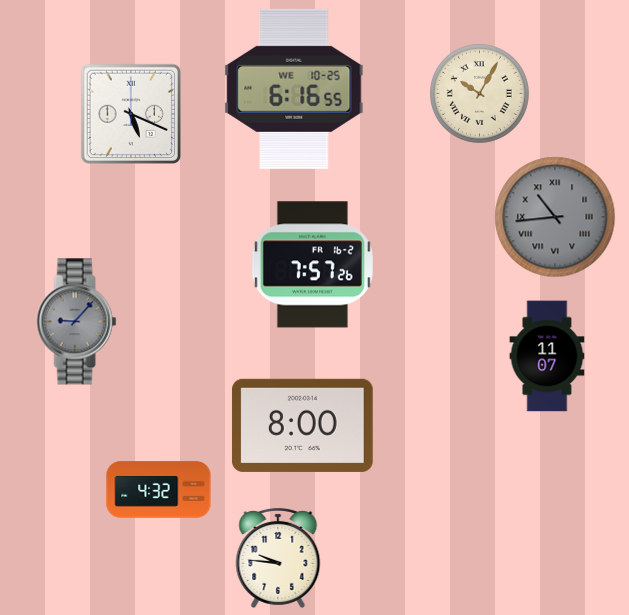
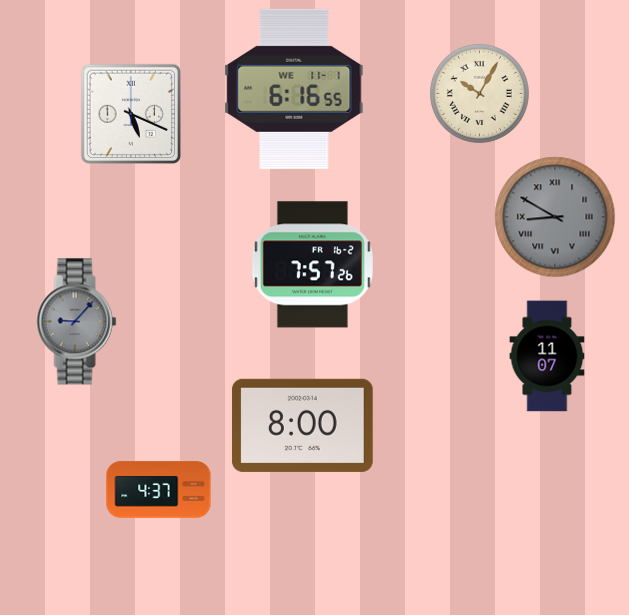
clock at (294, 89) date: WE 10-25 -> WE 11-1
clock at (555, 217): 10:44 -> 8:50
clock at (159, 490): 4:32 -> 4:37
clock at (278, 558): 9:46 -> none
